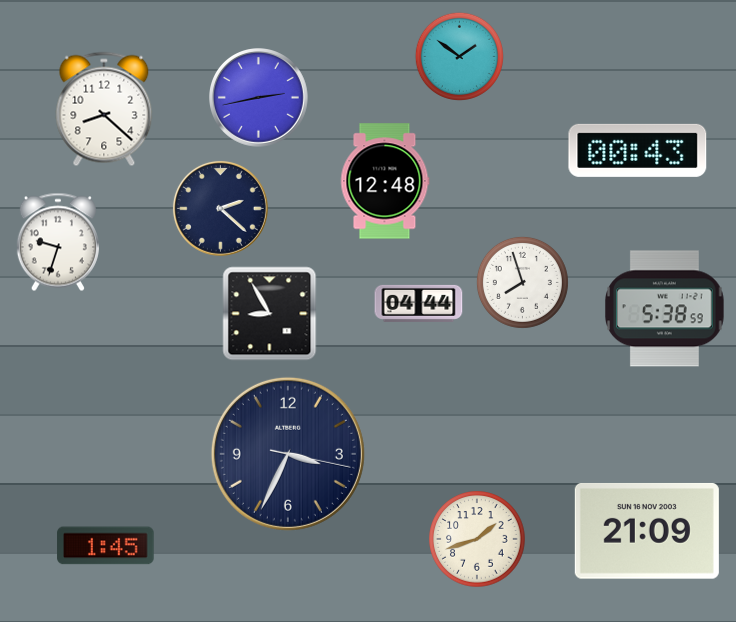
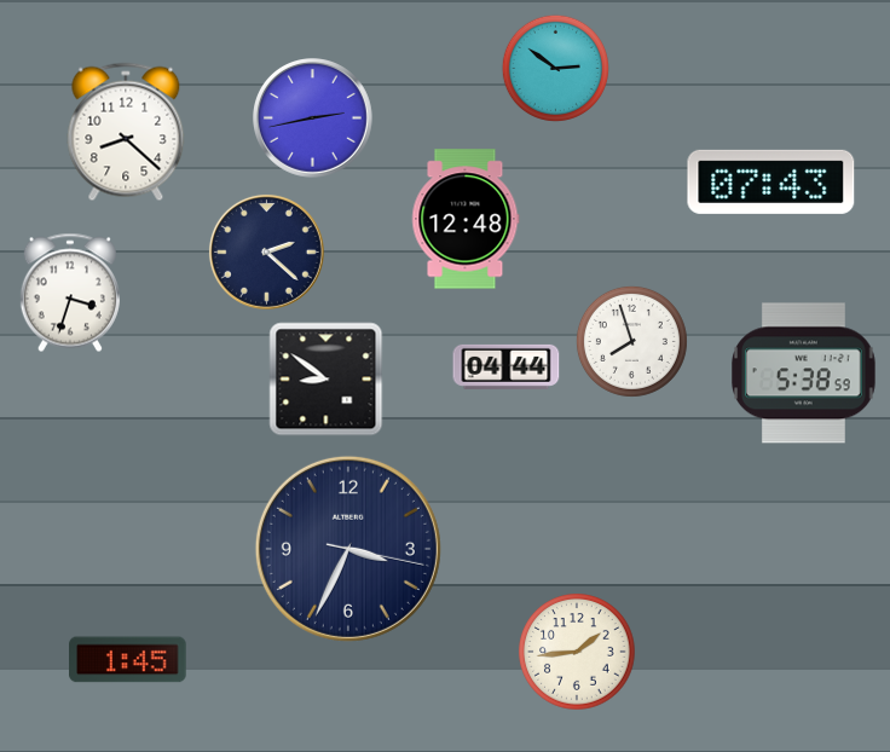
clock at (459, 56): 1:51 -> 2:51
clock at (638, 150): 00:43 -> 07:43
clock at (58, 242): 9:33 -> 3:33
clock at (270, 314): 8:55 -> 8:51
clock at (647, 531): 21:09 -> none
clock at (477, 539): 1:42 -> 1:44
